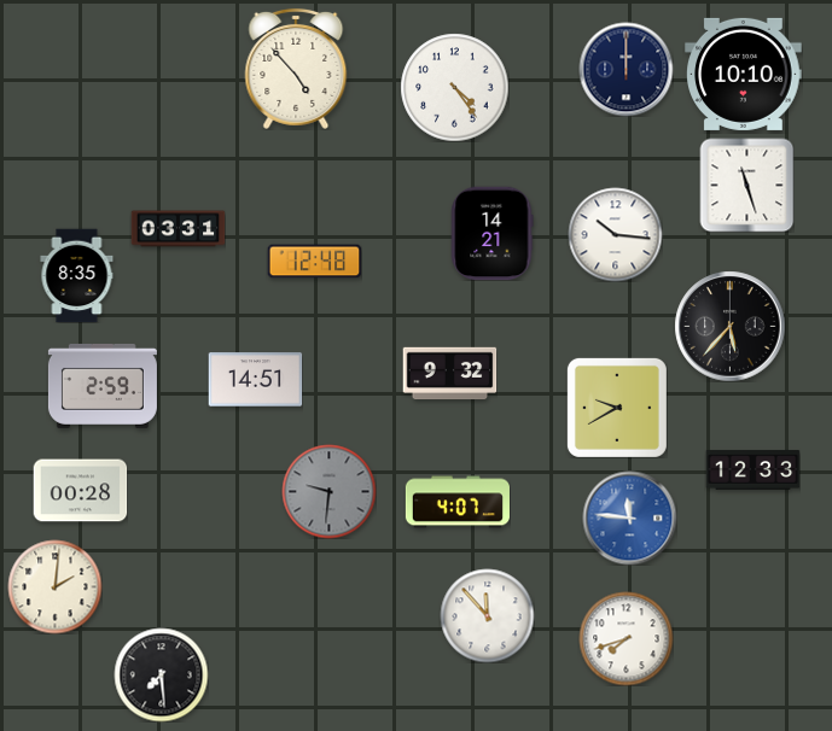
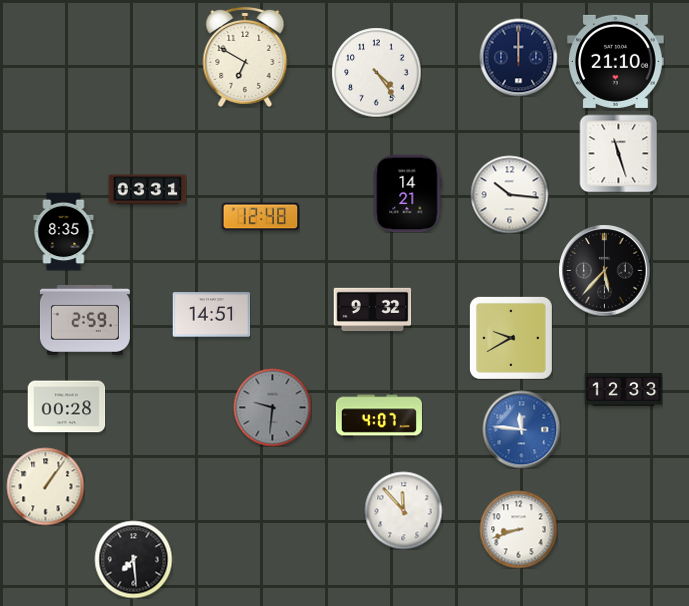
clock at (296, 69): 4:53 -> 6:50
clock at (744, 74): 10:10 -> 21:10
clock at (77, 275) position: (77, 275) -> (64, 231)
clock at (54, 586): 2:01 -> 1:06
clock at (626, 638): 7:42 -> 8:42
